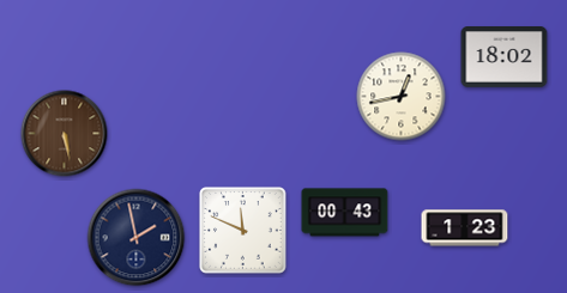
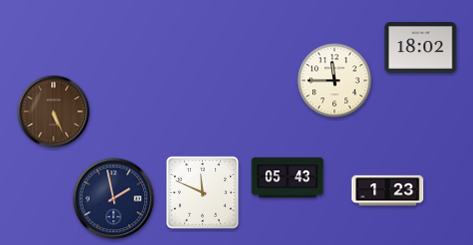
clock at (402, 97): 12:43 -> 11:45
clock at (65, 134): 5:28 -> 5:26
clock at (345, 213): 00:43 -> 05:43
